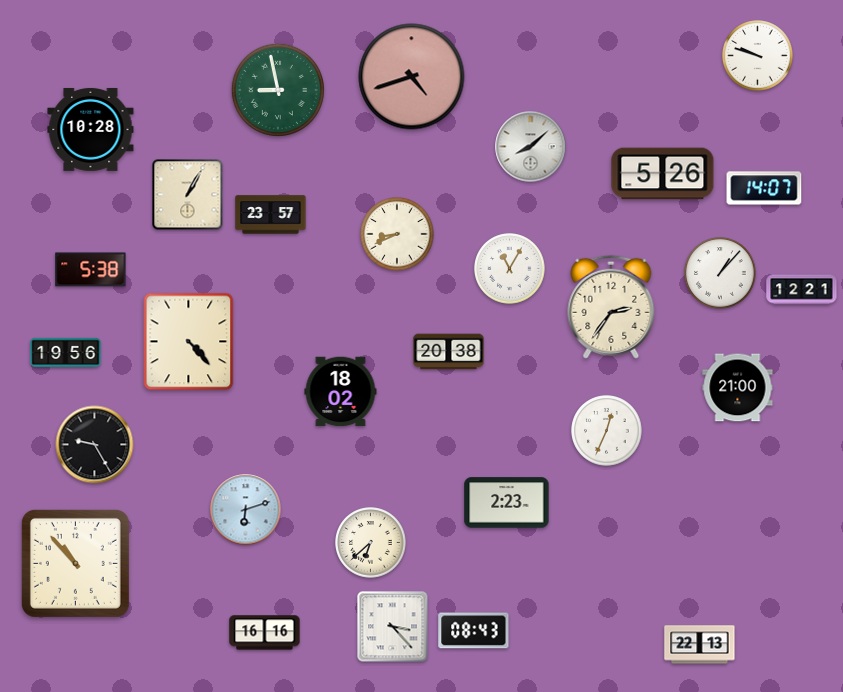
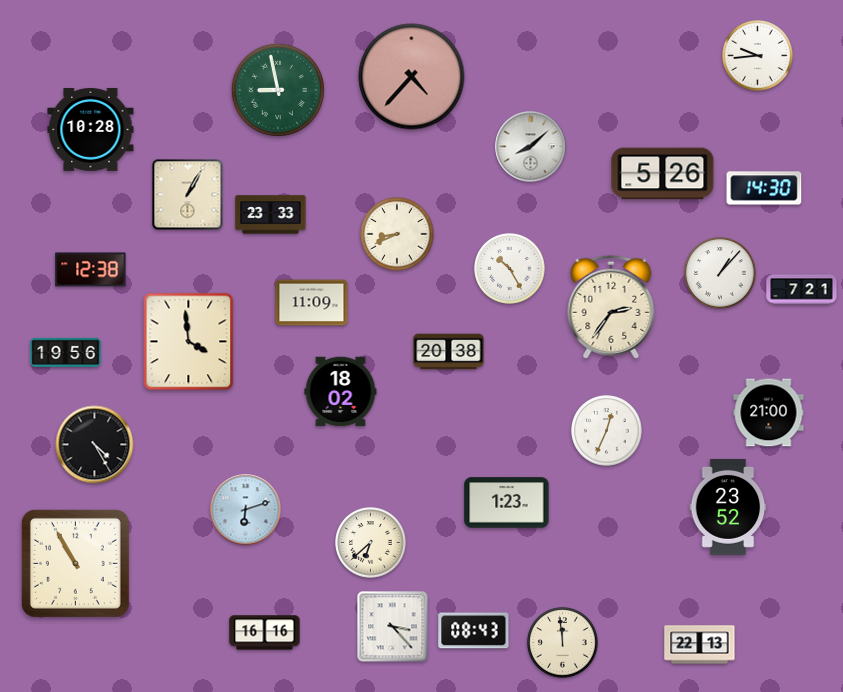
clock at (758, 56): 9:48 -> 9:44
clock at (412, 77): 4:42 -> 4:37
clock at (764, 188): 14:07 -> 14:30
clock at (271, 215): 23:57 -> 23:33
clock at (510, 269): 11:05 -> 10:25
clock at (91, 270): 5:38 -> 12:38
clock at (802, 290): 12:21 -> 7:21
clock at (312, 303): none -> 11:09
clock at (189, 342): 4:23 -> 3:59
clock at (738, 388) position: (738, 388) -> (769, 413)
clock at (95, 445): 9:25 -> 4:25
clock at (507, 503): 2:23 -> 1:23
clock at (728, 507): none -> 23:52
clock at (75, 563): 10:53 -> 10:55
clock at (563, 643): none -> 11:59
